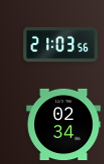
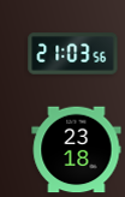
clock at (64, 125): 02:34 -> 23:18
